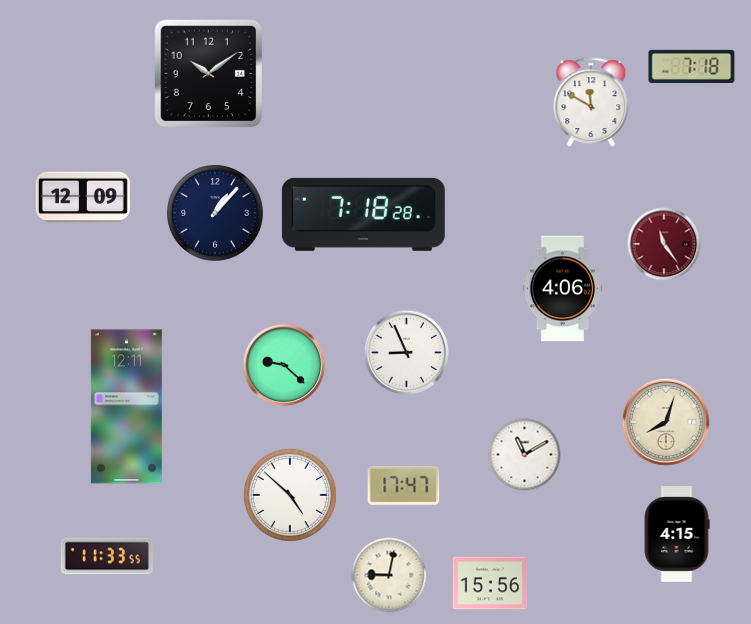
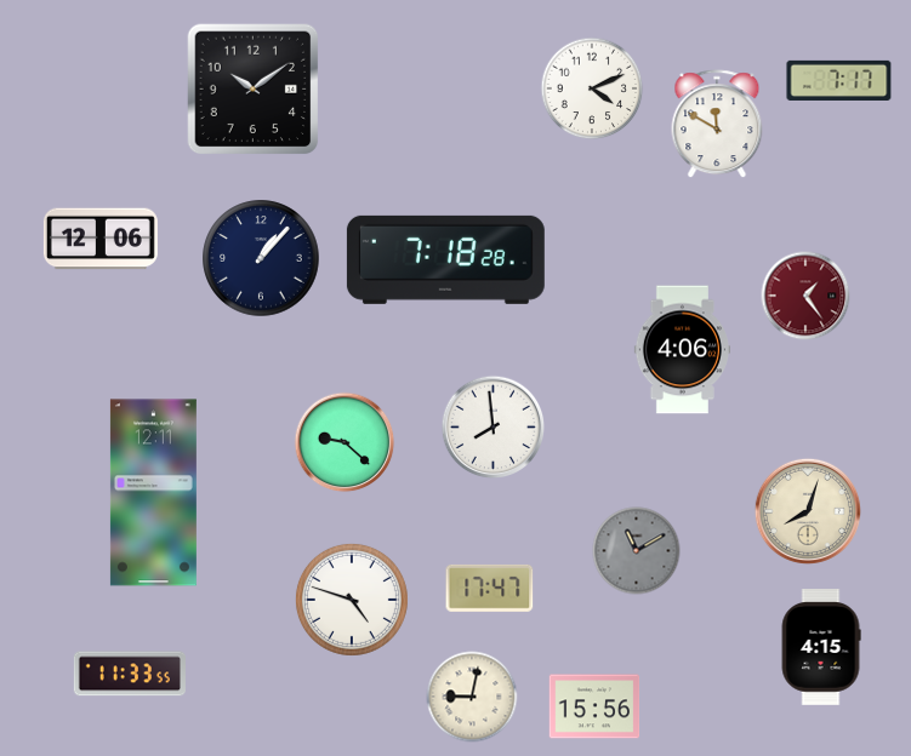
clock at (692, 66): 7:18 -> 7:17
clock at (592, 88): none -> 4:11
clock at (83, 197): 12:09 -> 12:06
clock at (363, 214) position: (363, 214) -> (445, 259)
clock at (664, 244): 11:24 -> 1:24
clock at (407, 353): 8:56 -> 7:59
clock at (525, 455) dial: white -> grey
clock at (290, 495): 4:52 -> 4:48
